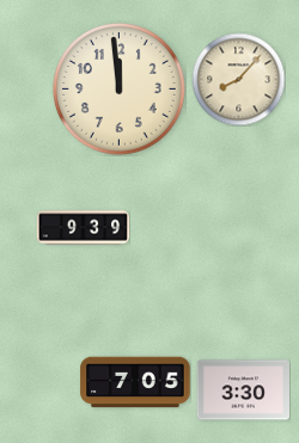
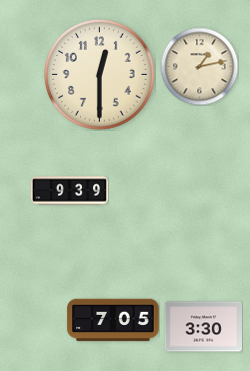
clock at (238, 79): 8:07 -> 1:13
clock at (118, 88): 11:59 -> 12:30
